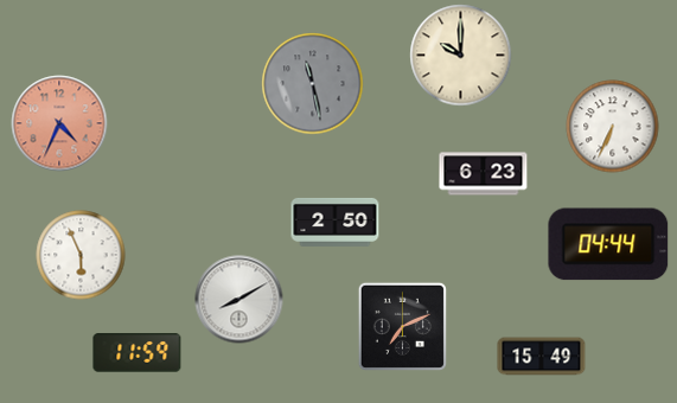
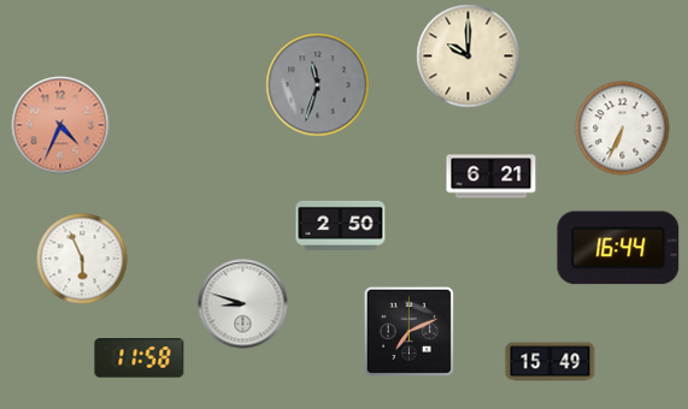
clock at (313, 84): 11:28 -> 11:33
clock at (484, 174): 6:23 -> 6:21
clock at (608, 244): 04:44 -> 16:44
clock at (239, 300): 8:10 -> 8:48
clock at (138, 353): 11:59 -> 11:58
